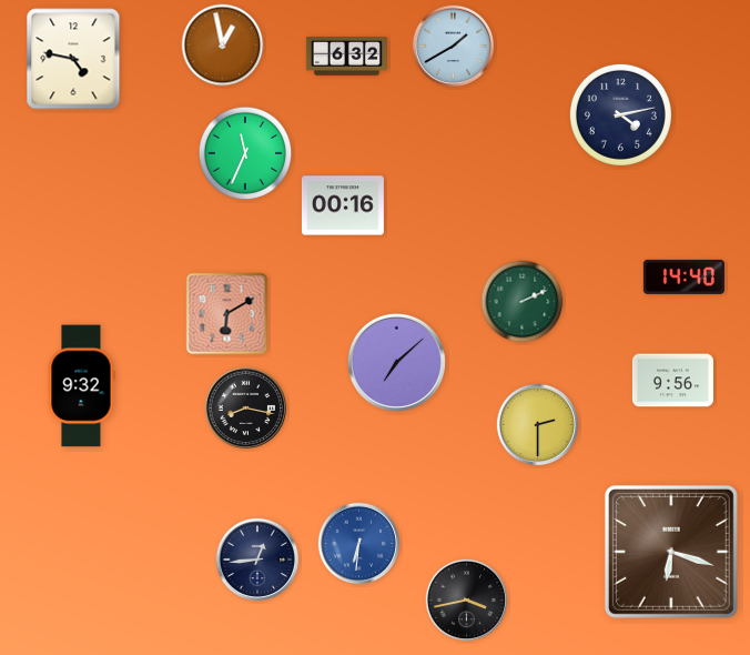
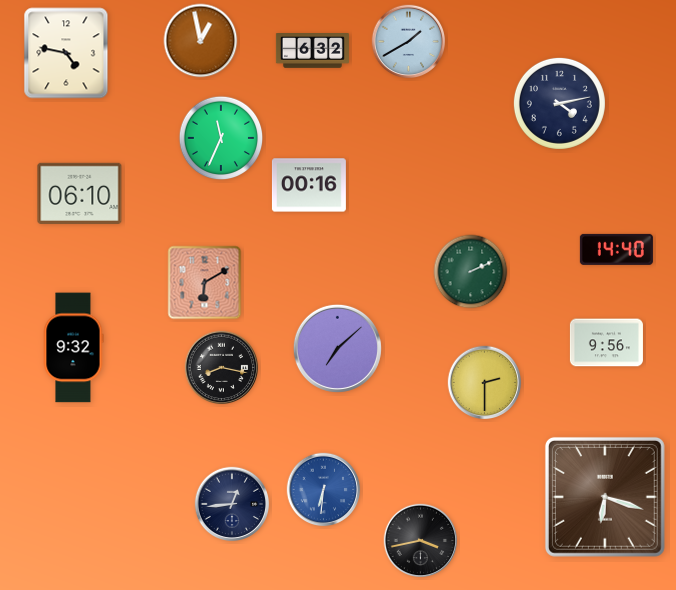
clock at (80, 193): none -> 06:10
clock at (396, 362) position: (396, 362) -> (337, 348)
